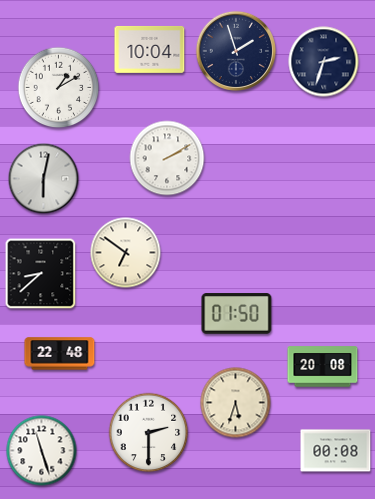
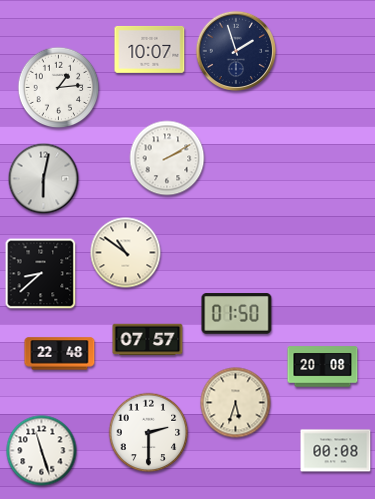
clock at (150, 49): 10:04 -> 10:07
clock at (324, 62): 2:33 -> none
clock at (59, 88): 1:10 -> 1:14
clock at (126, 253): 6:51 -> 10:51
clock at (148, 340): none -> 07:57
